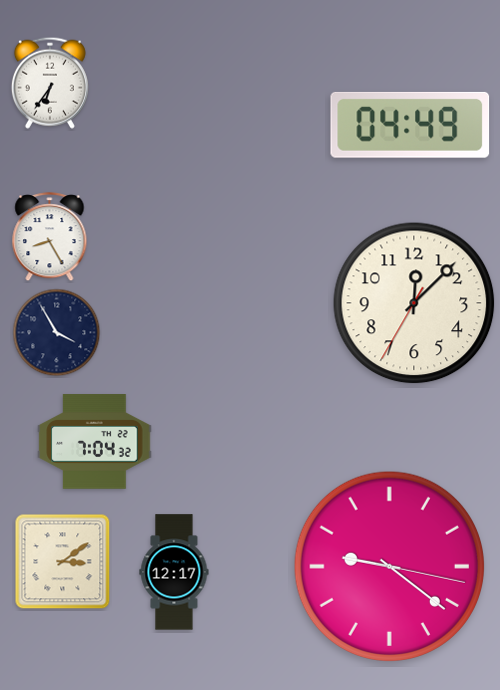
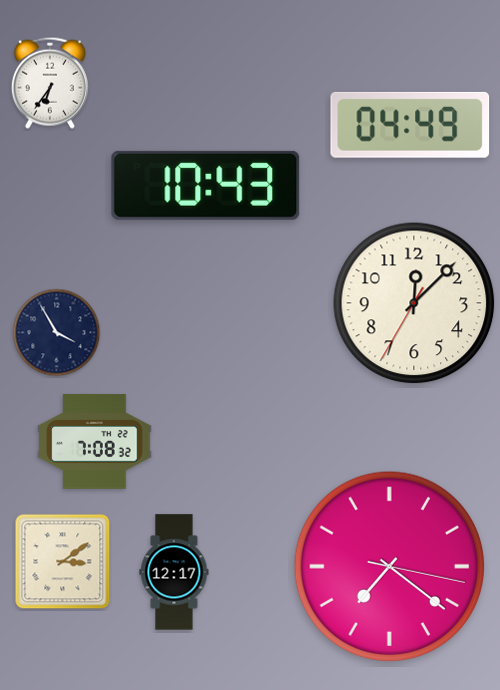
clock at (206, 185): none -> 10:43
clock at (50, 237): 8:25 -> none
clock at (95, 442): 7:04 -> 7:08
clock at (389, 566): 9:21 -> 7:21
